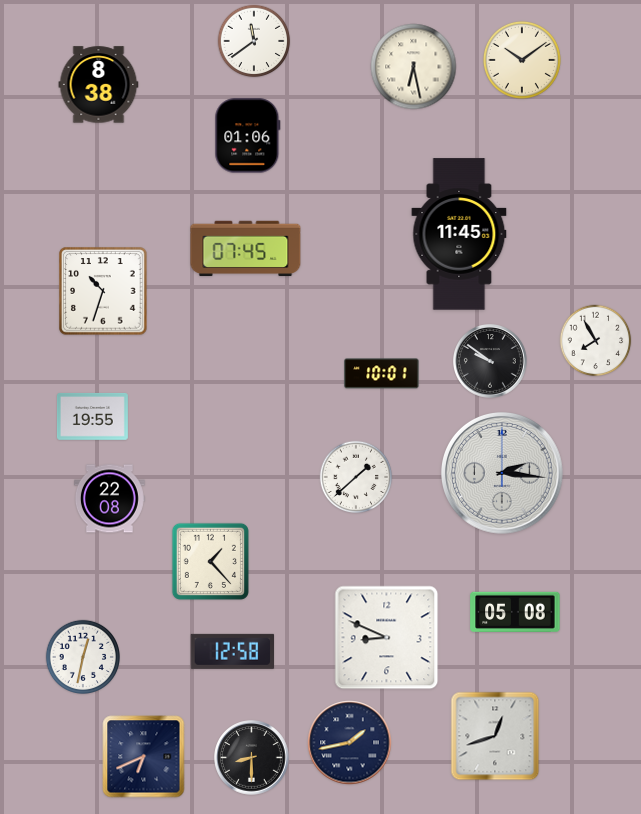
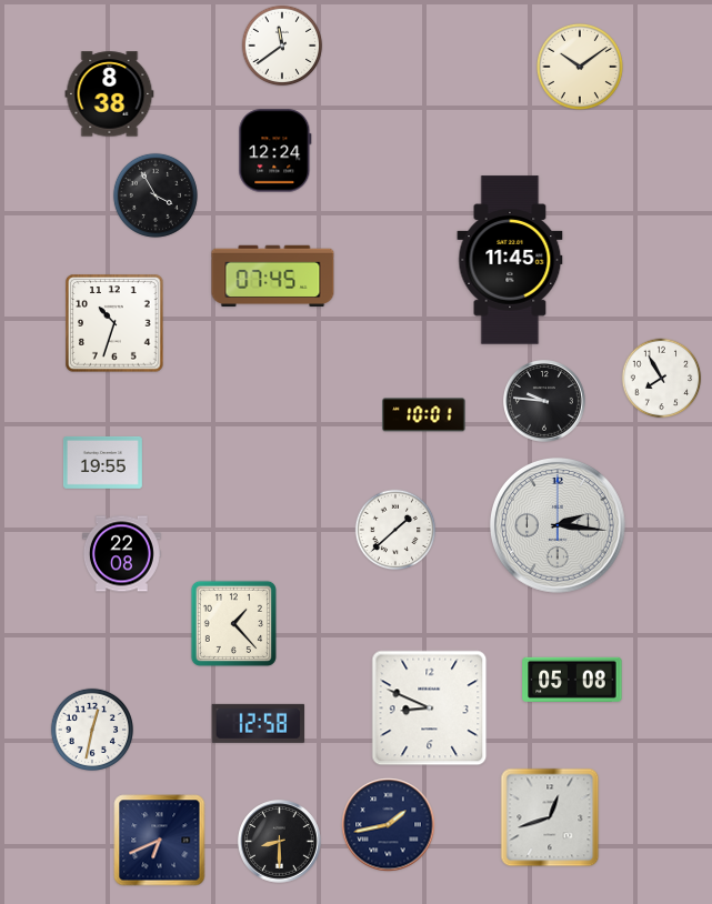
clock at (414, 67): 6:28 -> none
clock at (248, 136): 01:06 -> 12:24
clock at (156, 195): none -> 3:55
clock at (491, 362): 9:51 -> 9:46
